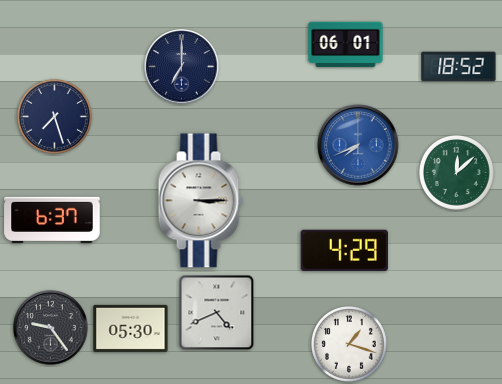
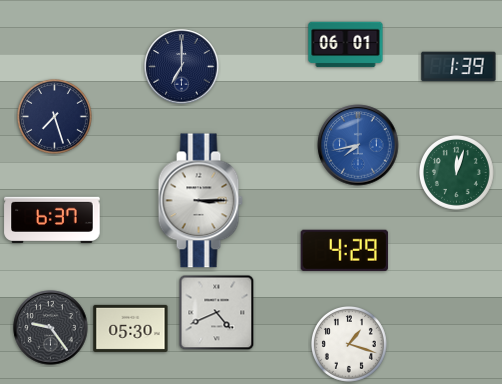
clock at (459, 67): 18:52 -> 1:39
clock at (358, 145): 7:41 -> 7:43
clock at (456, 172): 12:08 -> 12:03
